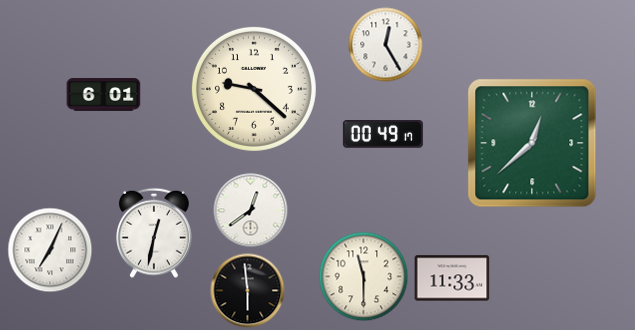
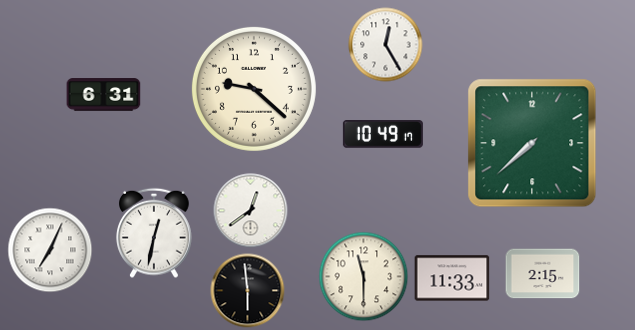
clock at (104, 95): 6:01 -> 6:31
clock at (383, 135): 00:49 -> 10:49
clock at (532, 143): 12:38 -> 7:38
clock at (543, 274): none -> 2:15
